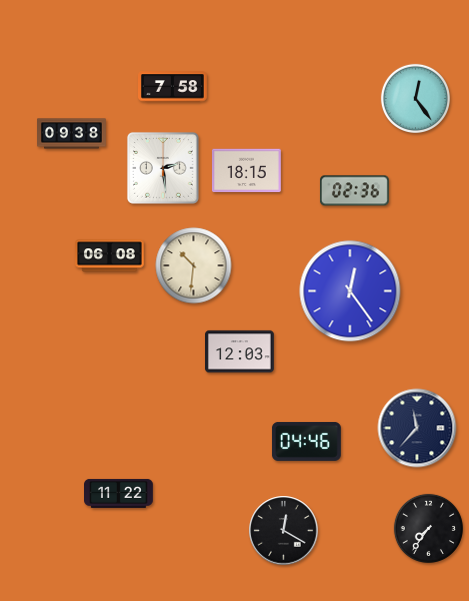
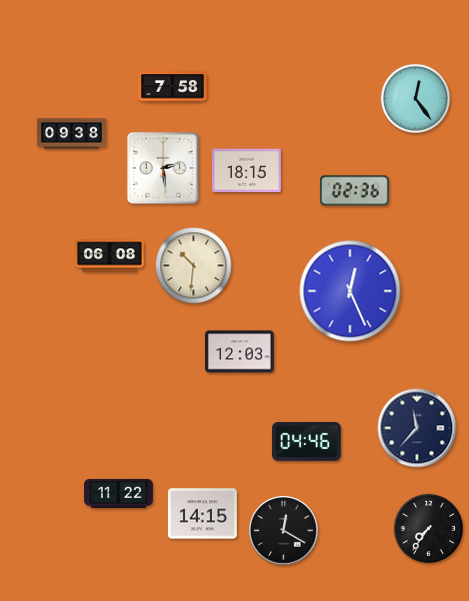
clock at (350, 291): 12:24 -> 12:26
clock at (202, 514): none -> 14:15
